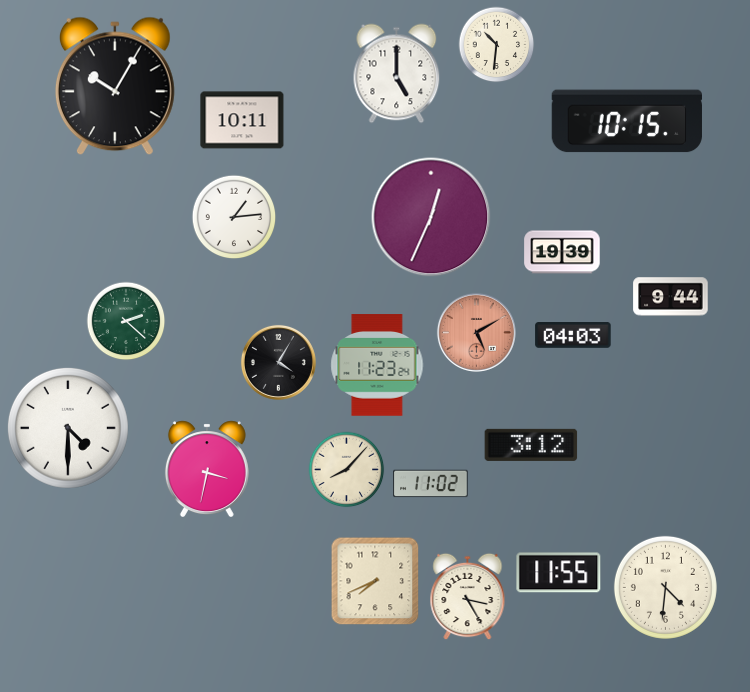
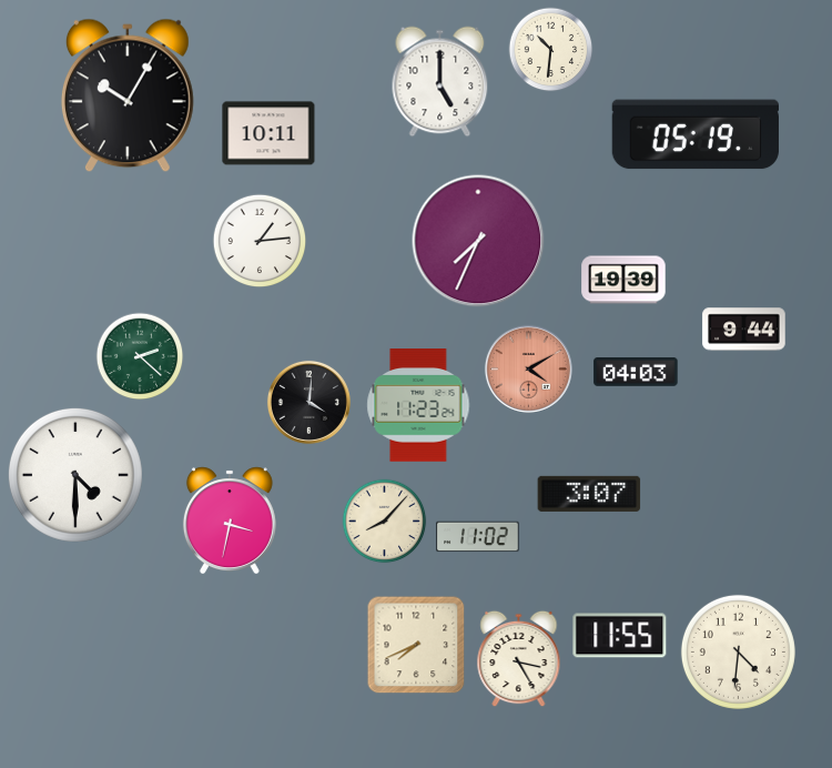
clock at (626, 121): 10:15 -> 05:19
clock at (431, 217): 12:34 -> 7:34
clock at (476, 332): 5:10 -> 4:10
clock at (278, 362): 4:05 -> 4:01
clock at (531, 445): 3:12 -> 3:07
clock at (468, 597) position: (468, 597) -> (519, 659)
